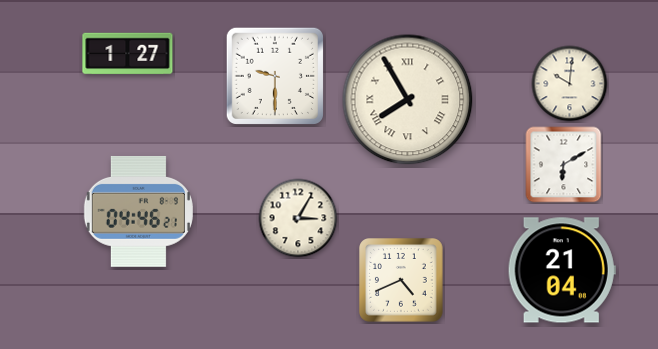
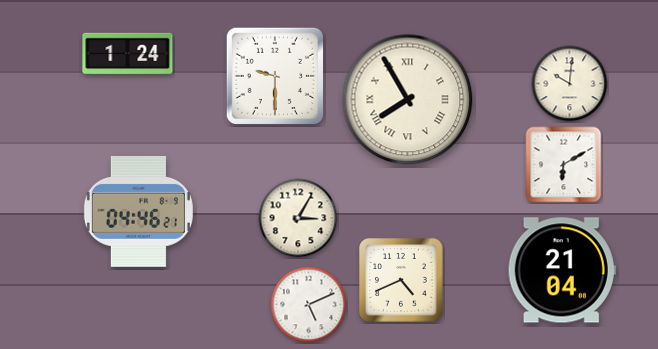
clock at (128, 54): 1:27 -> 1:24
clock at (309, 305): none -> 5:11
